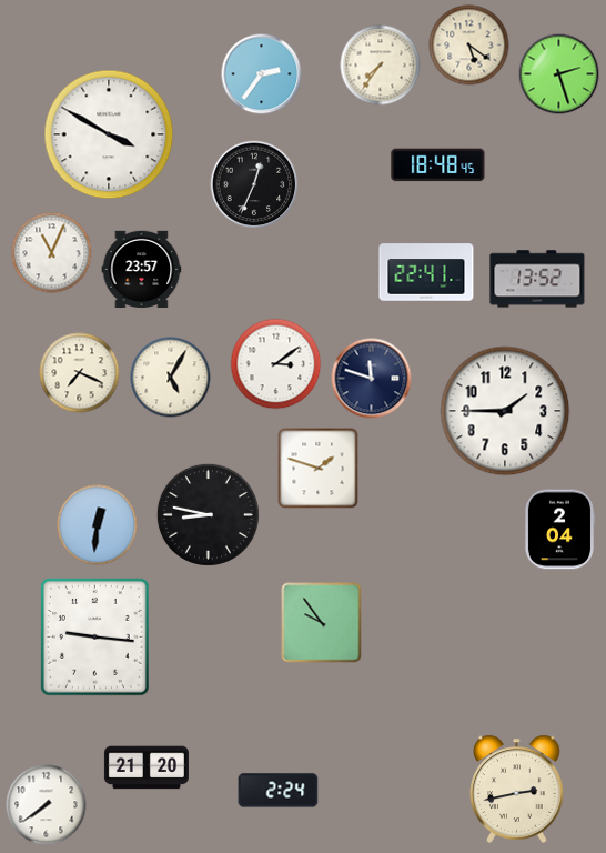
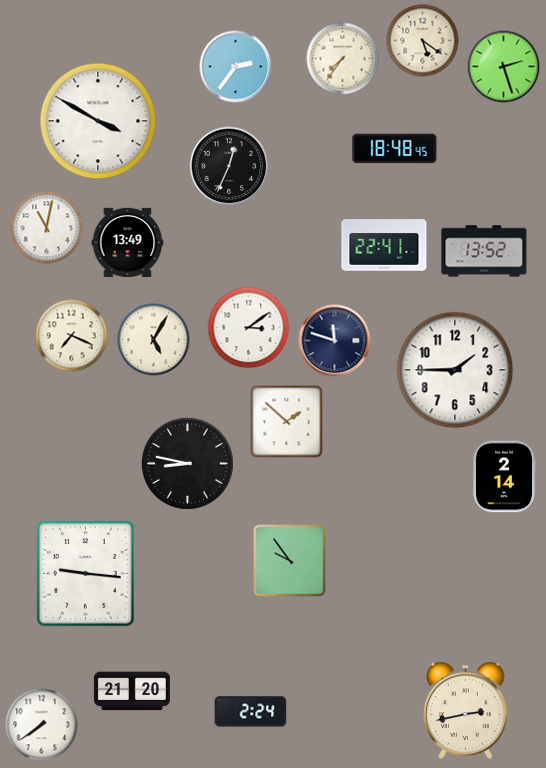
clock at (52, 253): 11:04 -> 11:02
clock at (142, 269): 23:57 -> 13:49
clock at (319, 469): 1:48 -> 1:52
clock at (98, 525): 12:31 -> none
clock at (559, 530): 2:04 -> 2:14
